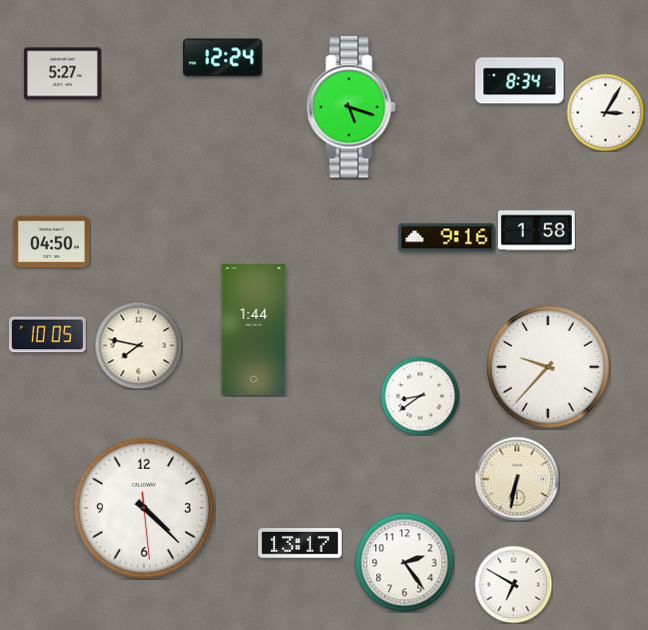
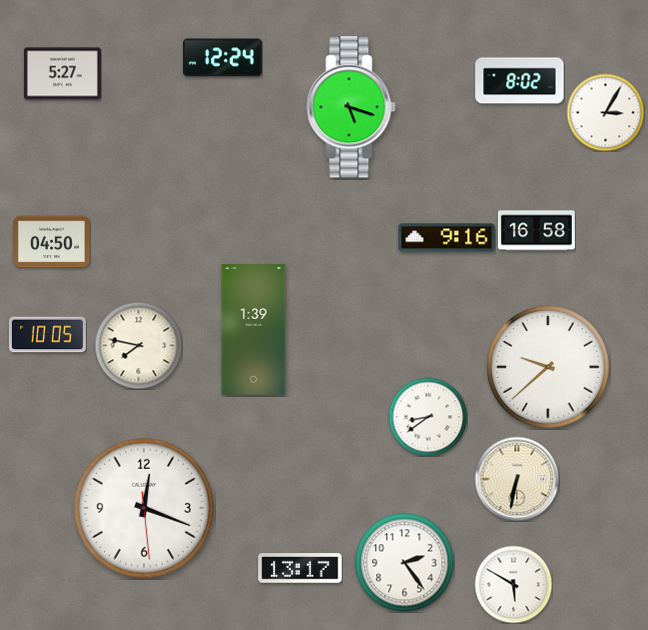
clock at (520, 81): 8:34 -> 8:02
clock at (536, 231): 1:58 -> 16:58
clock at (254, 330): 1:44 -> 1:39
clock at (548, 367): 9:37 -> 9:38
clock at (420, 396) position: (420, 396) -> (428, 417)
clock at (144, 508): 4:22 -> 12:18
clock at (300, 543) position: (300, 543) -> (300, 568)
clock at (513, 584): 6:50 -> 5:50
